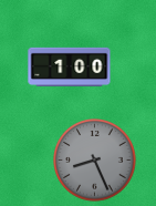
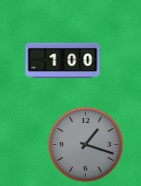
clock at (95, 161): 8:26 -> 1:18
